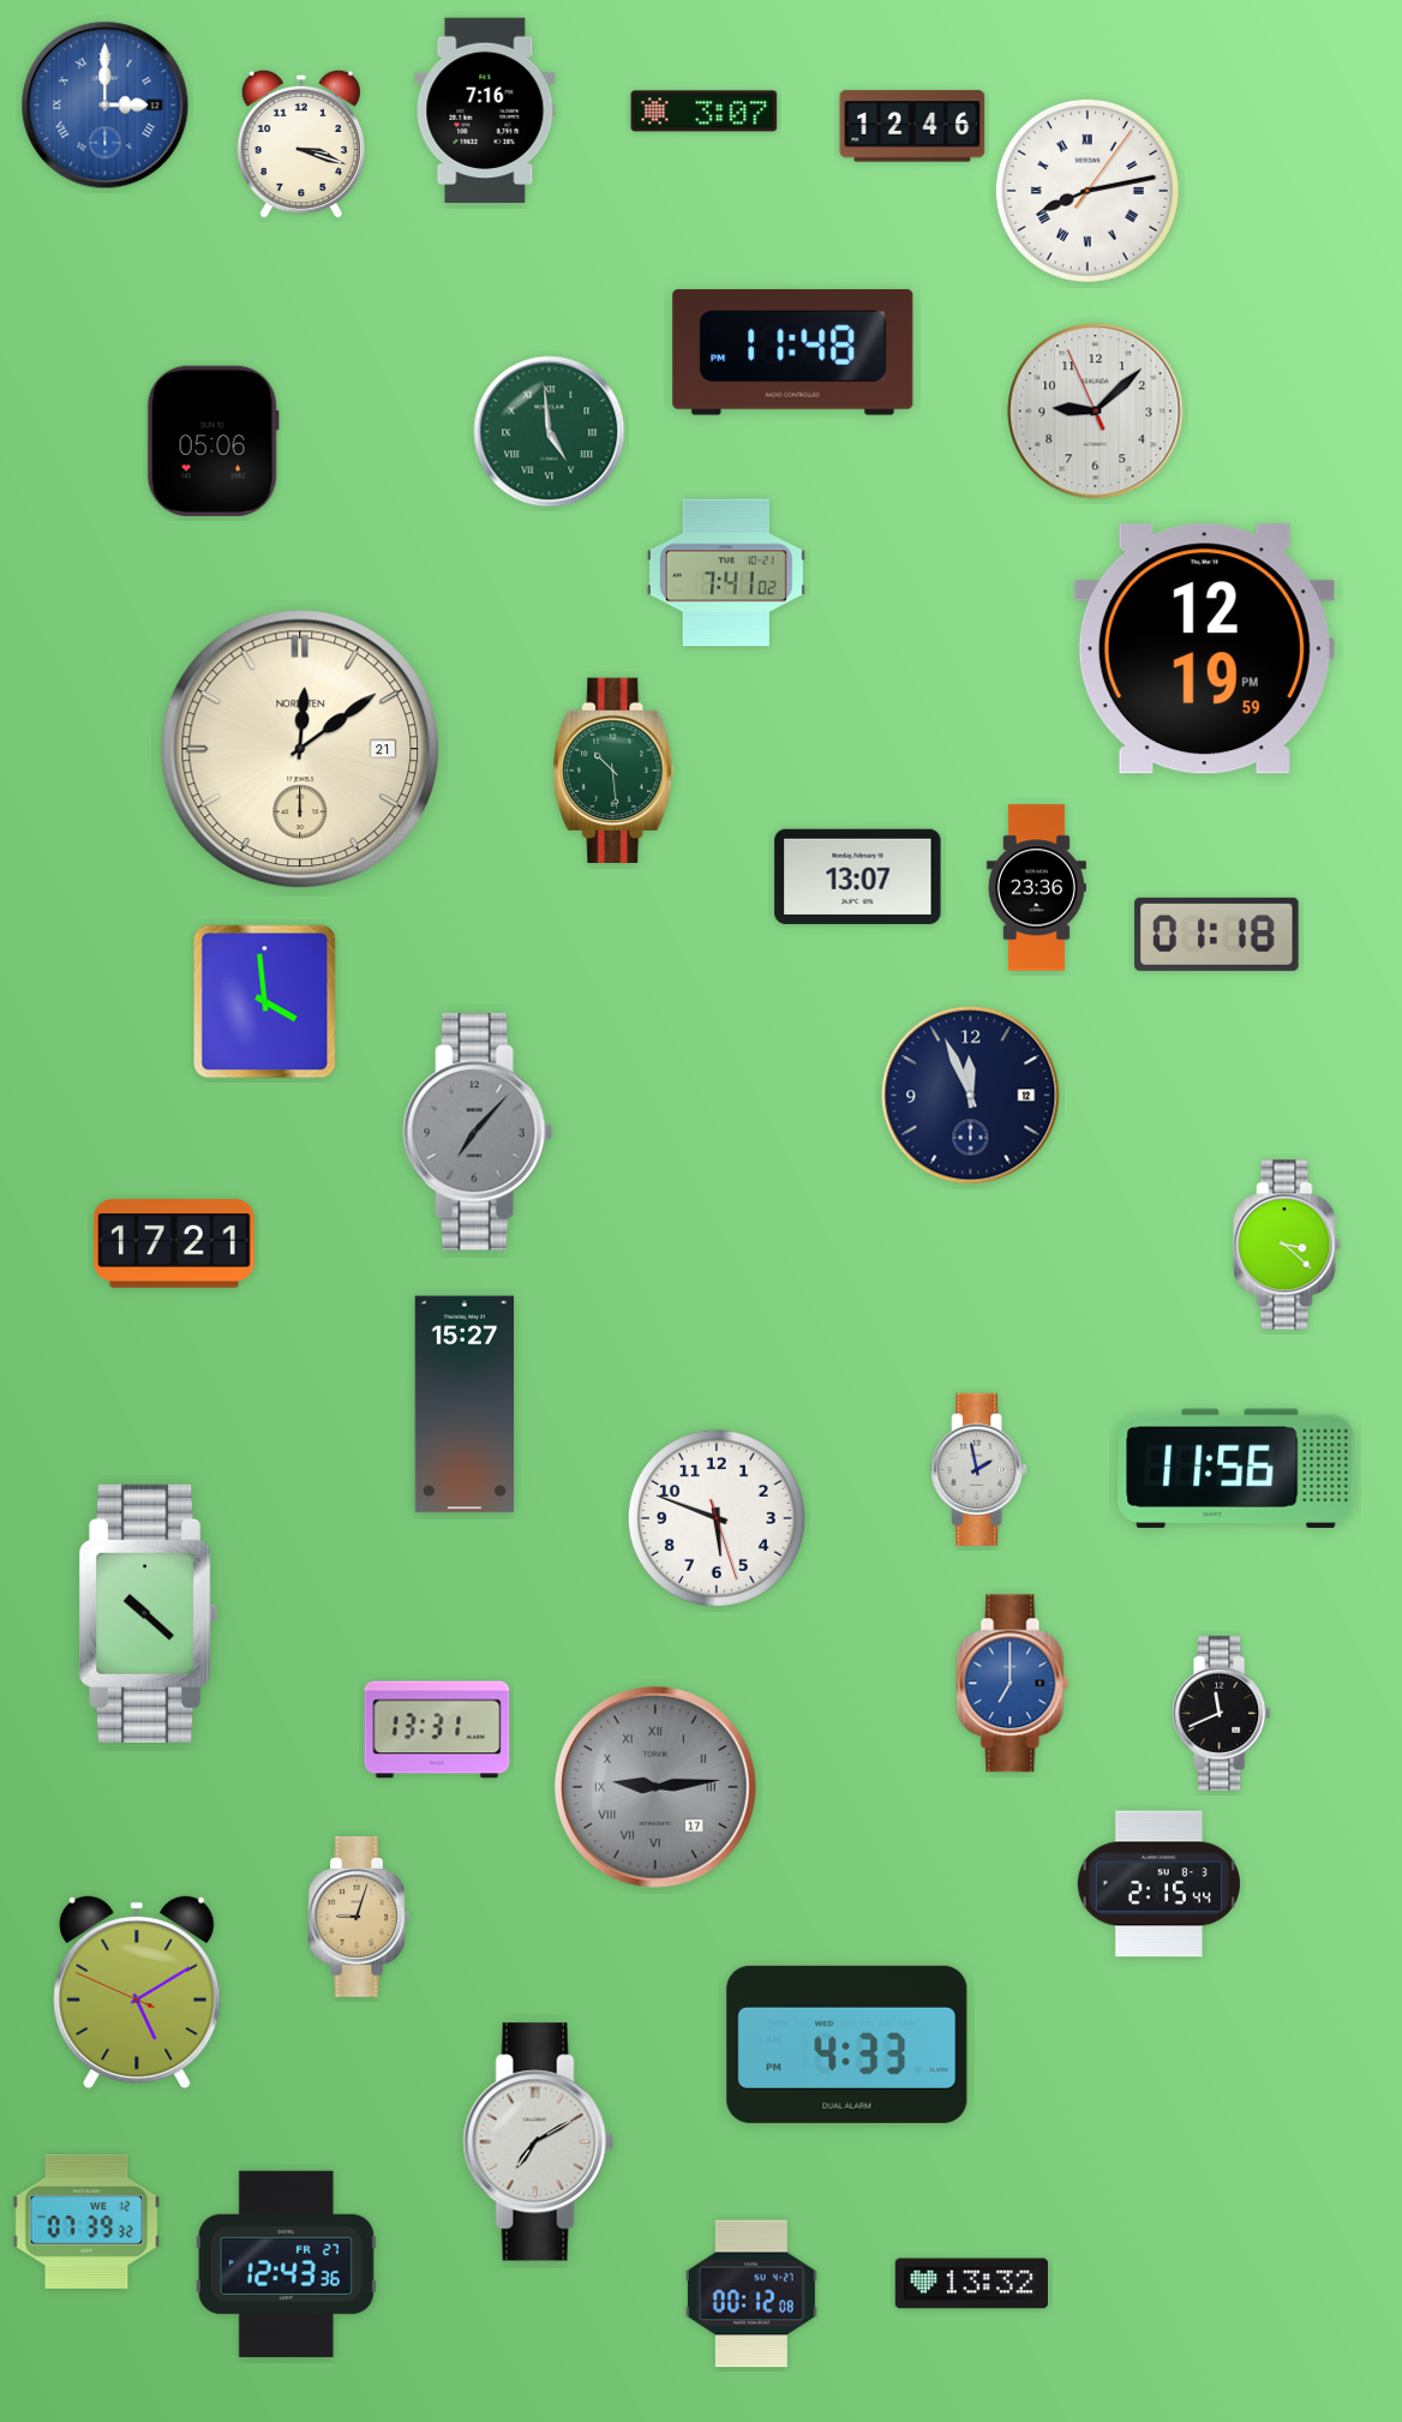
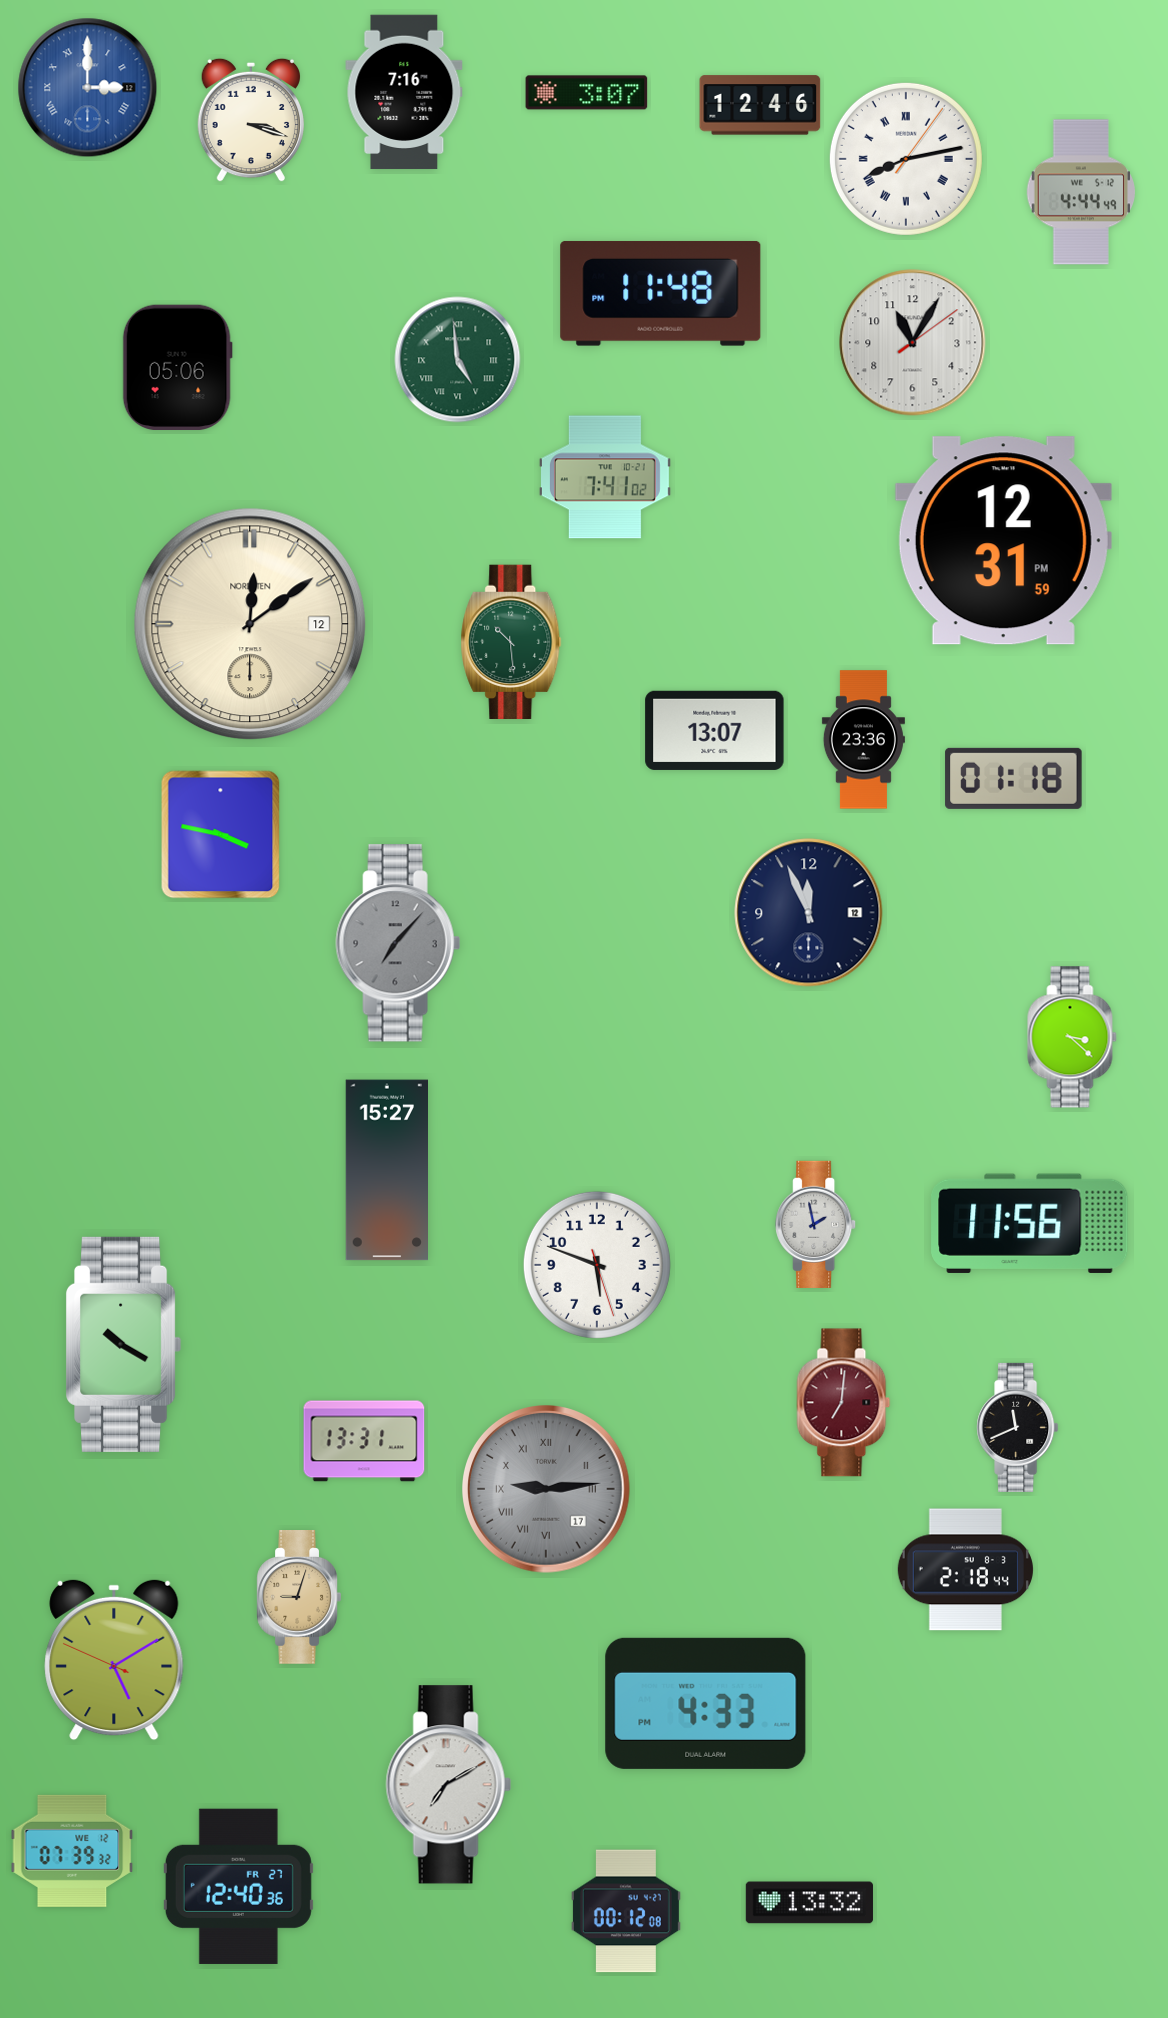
clock at (1080, 192): none -> 4:44
clock at (1096, 412): 9:07 -> 11:05
clock at (1204, 649): 12:19 -> 12:31
clock at (300, 749) date: 21 -> 12
clock at (265, 1002): 3:59 -> 3:47
clock at (175, 1245): 17:21 -> none
clock at (149, 1613): 10:22 -> 10:20
clock at (1013, 1684): 7:00 -> 7:01
clock at (1013, 1684) dial: blue -> burgundy
clock at (1158, 1884): 2:15 -> 2:18
clock at (286, 2264): 12:43 -> 12:40
